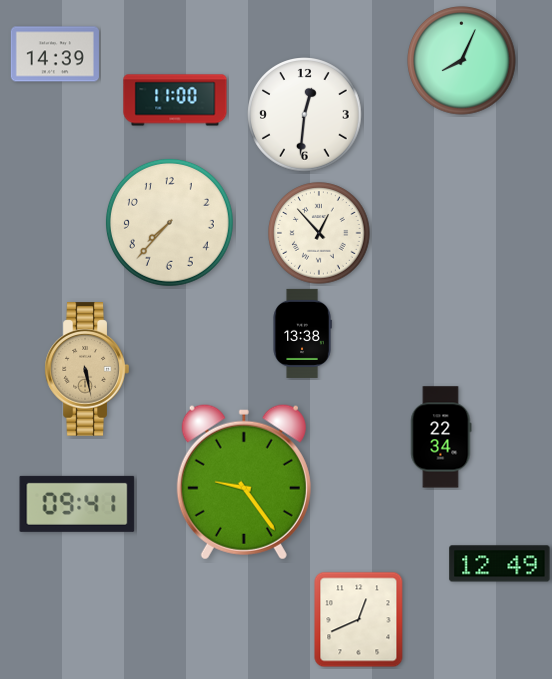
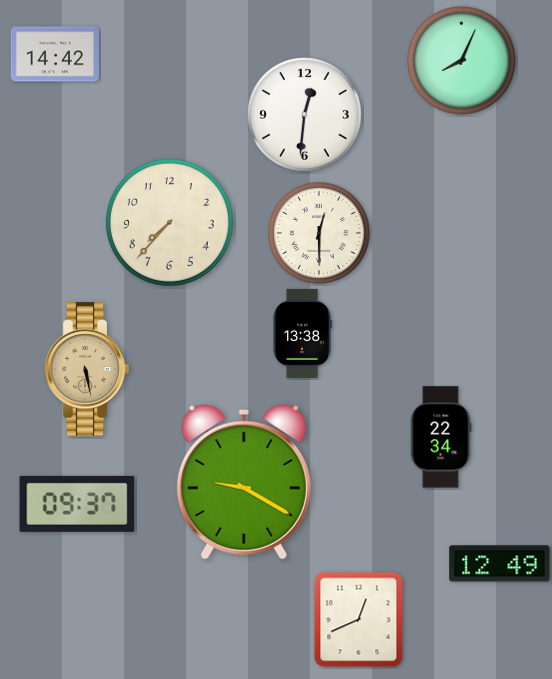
clock at (55, 54): 14:39 -> 14:42
clock at (175, 100): 11:00 -> none
clock at (319, 233): 12:53 -> 12:30
clock at (244, 482): 9:24 -> 9:20
clock at (77, 504): 09:41 -> 09:37
